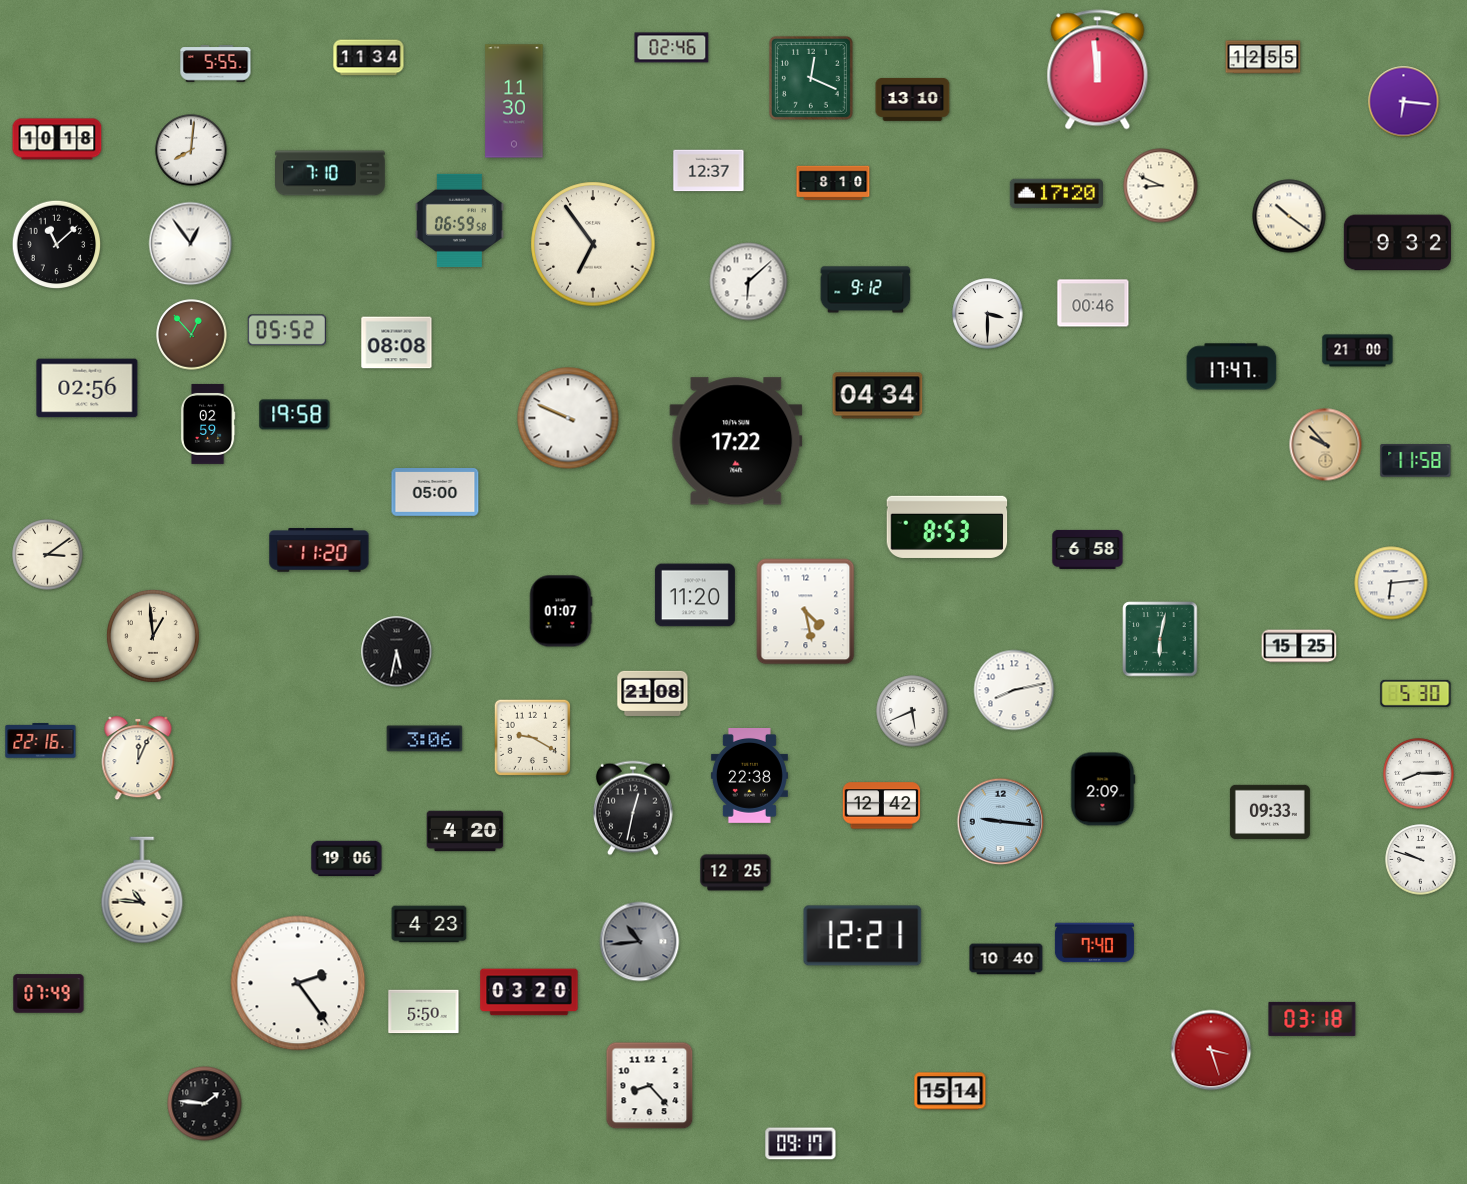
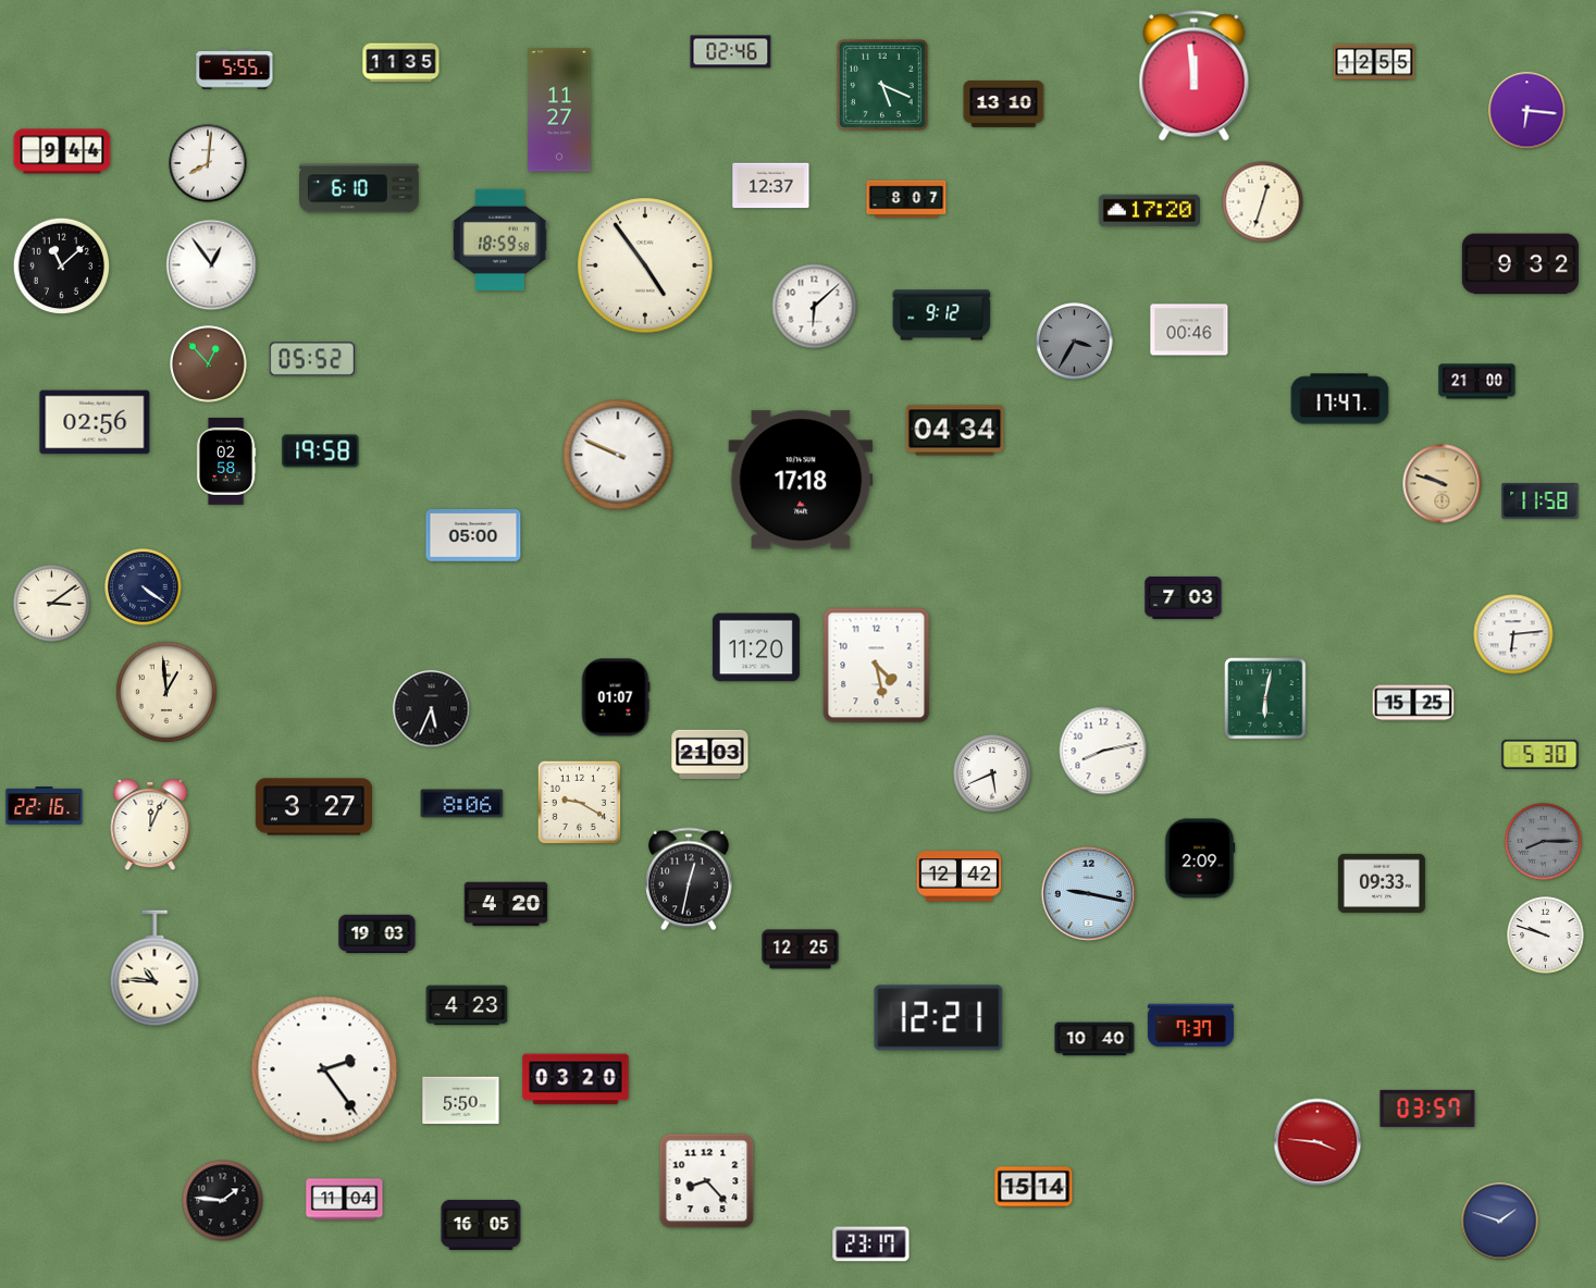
clock at (369, 58): 11:34 -> 11:35
clock at (811, 78): 12:19 -> 5:19
clock at (913, 100) position: (913, 100) -> (1004, 104)
clock at (514, 101): 11:30 -> 11:27
clock at (57, 139): 10:18 -> 9:44
clock at (331, 173): 7:10 -> 6:10
clock at (833, 183): 8:10 -> 8:07
clock at (1161, 186): 8:49 -> 12:33
clock at (1289, 216): 10:21 -> none
clock at (460, 220): 06:59 -> 18:59
clock at (191, 244) position: (191, 244) -> (212, 265)
clock at (593, 244): 6:54 -> 4:54
clock at (988, 314): 3:30 -> 3:35
clock at (988, 314) dial: white -> grey
clock at (397, 343): 08:08 -> none
clock at (208, 424): 02:59 -> 02:58
clock at (736, 441): 17:22 -> 17:18
clock at (1326, 445): 9:53 -> 9:48
clock at (947, 527): 8:53 -> none
clock at (144, 587): none -> 4:21
clock at (1088, 549): 6:58 -> 7:03
clock at (319, 550): 11:20 -> none
clock at (561, 611) position: (561, 611) -> (616, 697)
clock at (1160, 639) position: (1160, 639) -> (1265, 698)
clock at (397, 652): 5:32 -> 5:34
clock at (653, 693): 21:08 -> 21:03
clock at (425, 739): 3:06 -> 8:06
clock at (313, 807): none -> 3:27
clock at (1419, 774) dial: white -> grey
clock at (749, 776): 22:38 -> none
clock at (1001, 822): 9:16 -> 9:17
clock at (347, 859): 19:06 -> 19:03
clock at (640, 942): 10:44 -> none
clock at (1094, 943): 7:40 -> 7:37
clock at (1006, 959) position: (1006, 959) -> (1094, 1039)
clock at (49, 994): 07:49 -> none
clock at (1312, 1019): 03:18 -> 03:57
clock at (1211, 1050): 3:27 -> 3:46
clock at (345, 1200): none -> 11:04
clock at (1500, 1222): none -> 1:48
clock at (481, 1225): none -> 16:05
clock at (801, 1144): 09:17 -> 23:17
